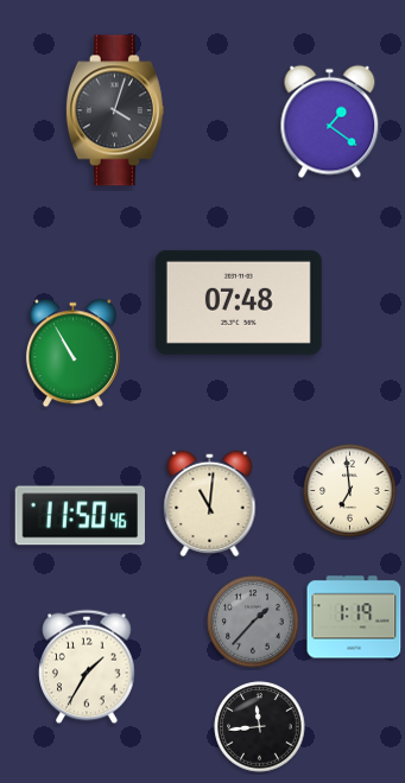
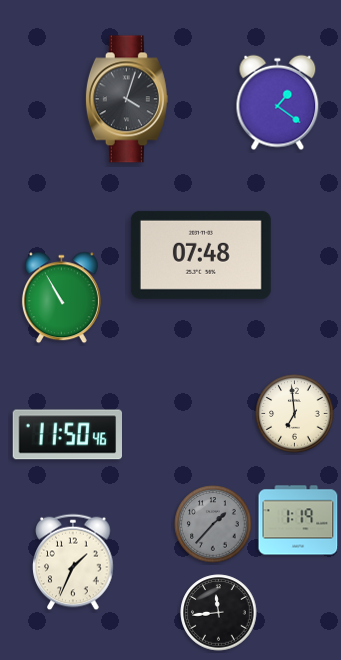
clock at (115, 110) position: (115, 110) -> (127, 99)
clock at (210, 504): 11:01 -> none
clock at (87, 667): 1:35 -> 1:34
